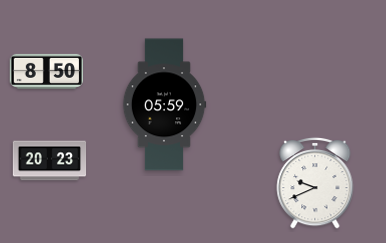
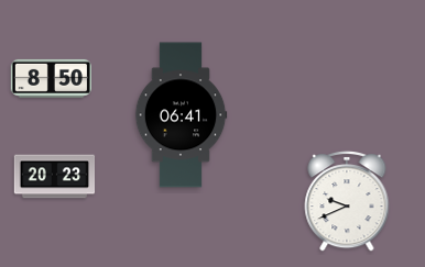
clock at (164, 105): 05:59 -> 06:41
